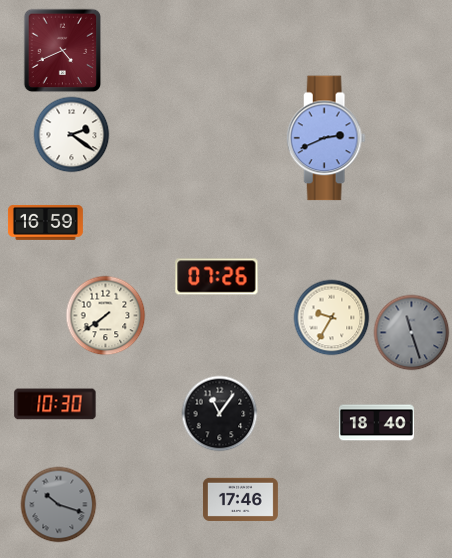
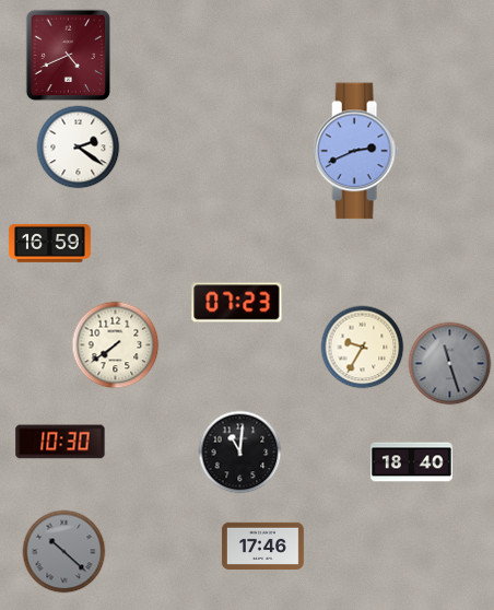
clock at (217, 277): 07:26 -> 07:23
clock at (220, 414): 11:06 -> 11:01
clock at (59, 505): 10:18 -> 10:22
